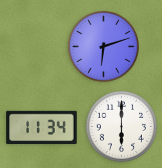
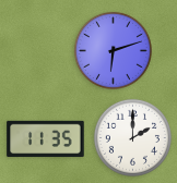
clock at (121, 126): 6:00 -> 2:00
clock at (42, 128): 11:34 -> 11:35
